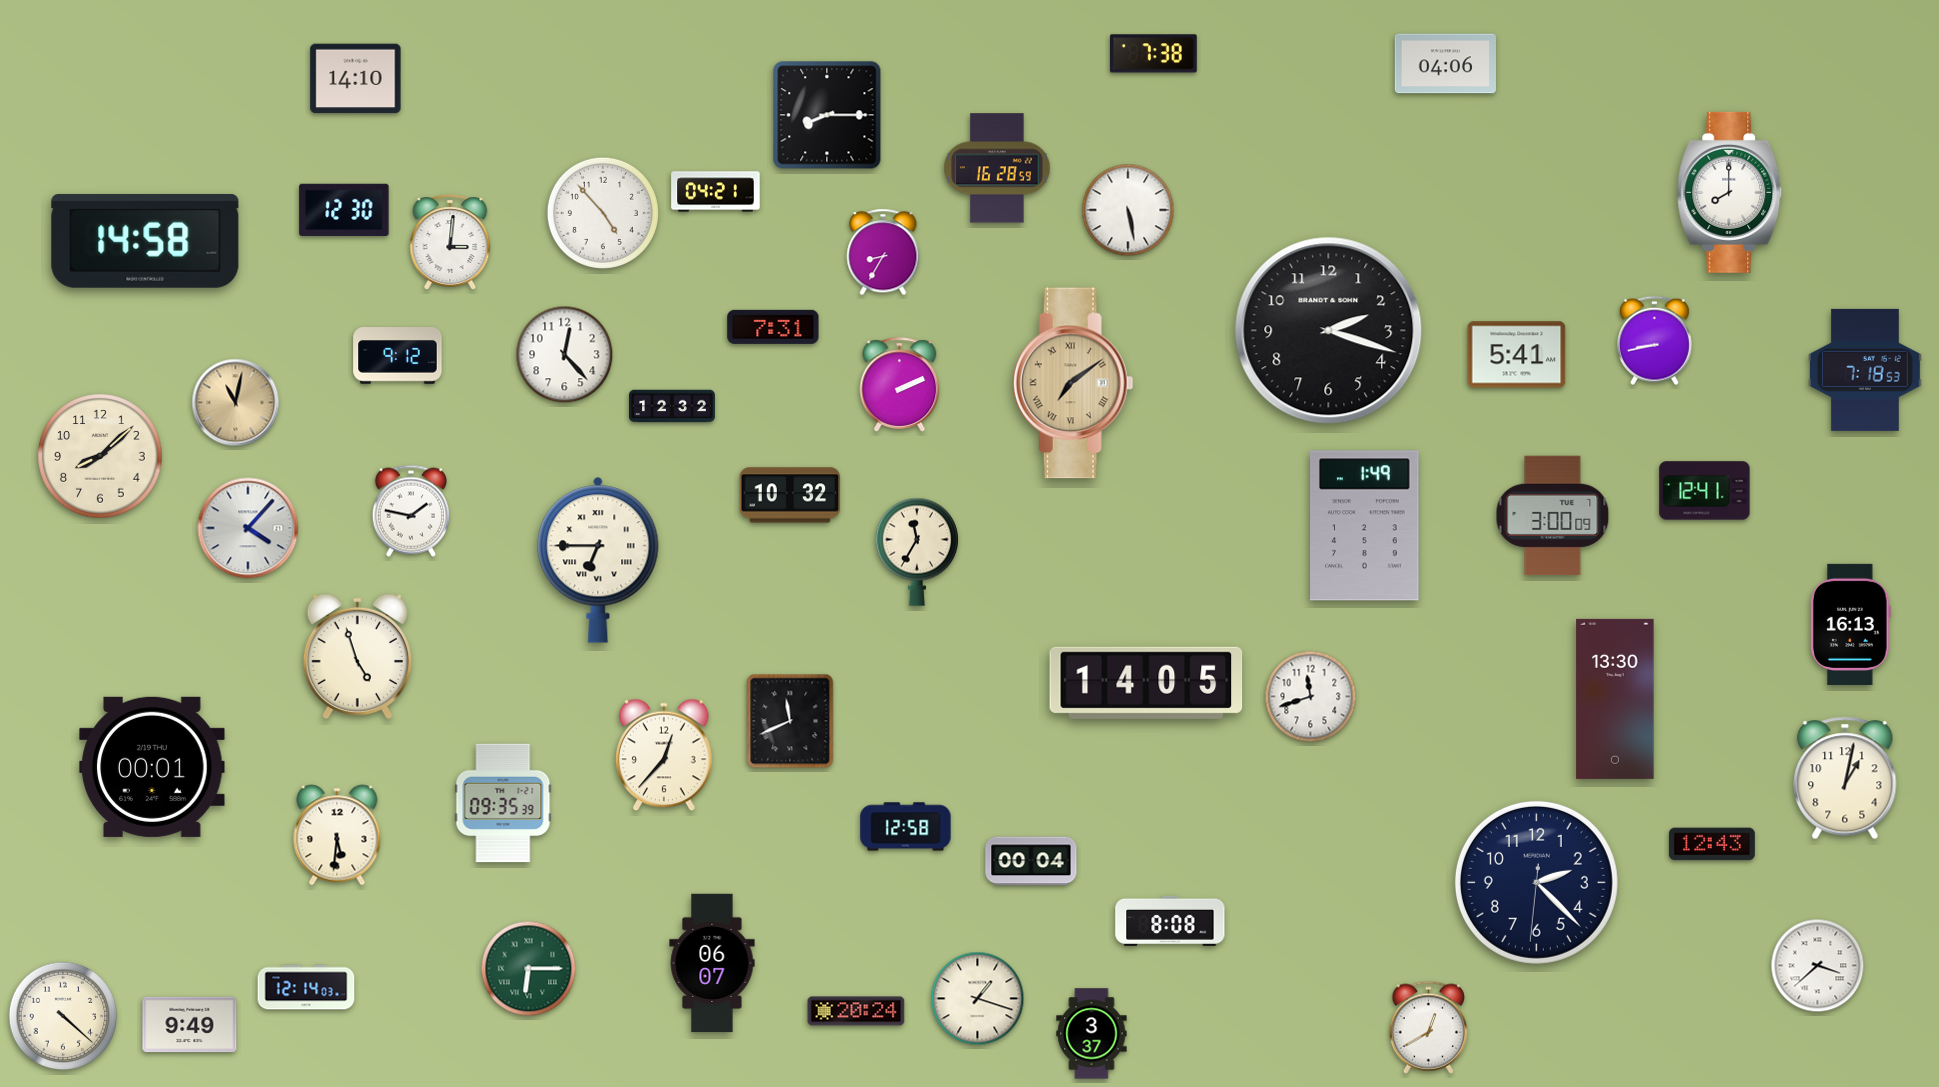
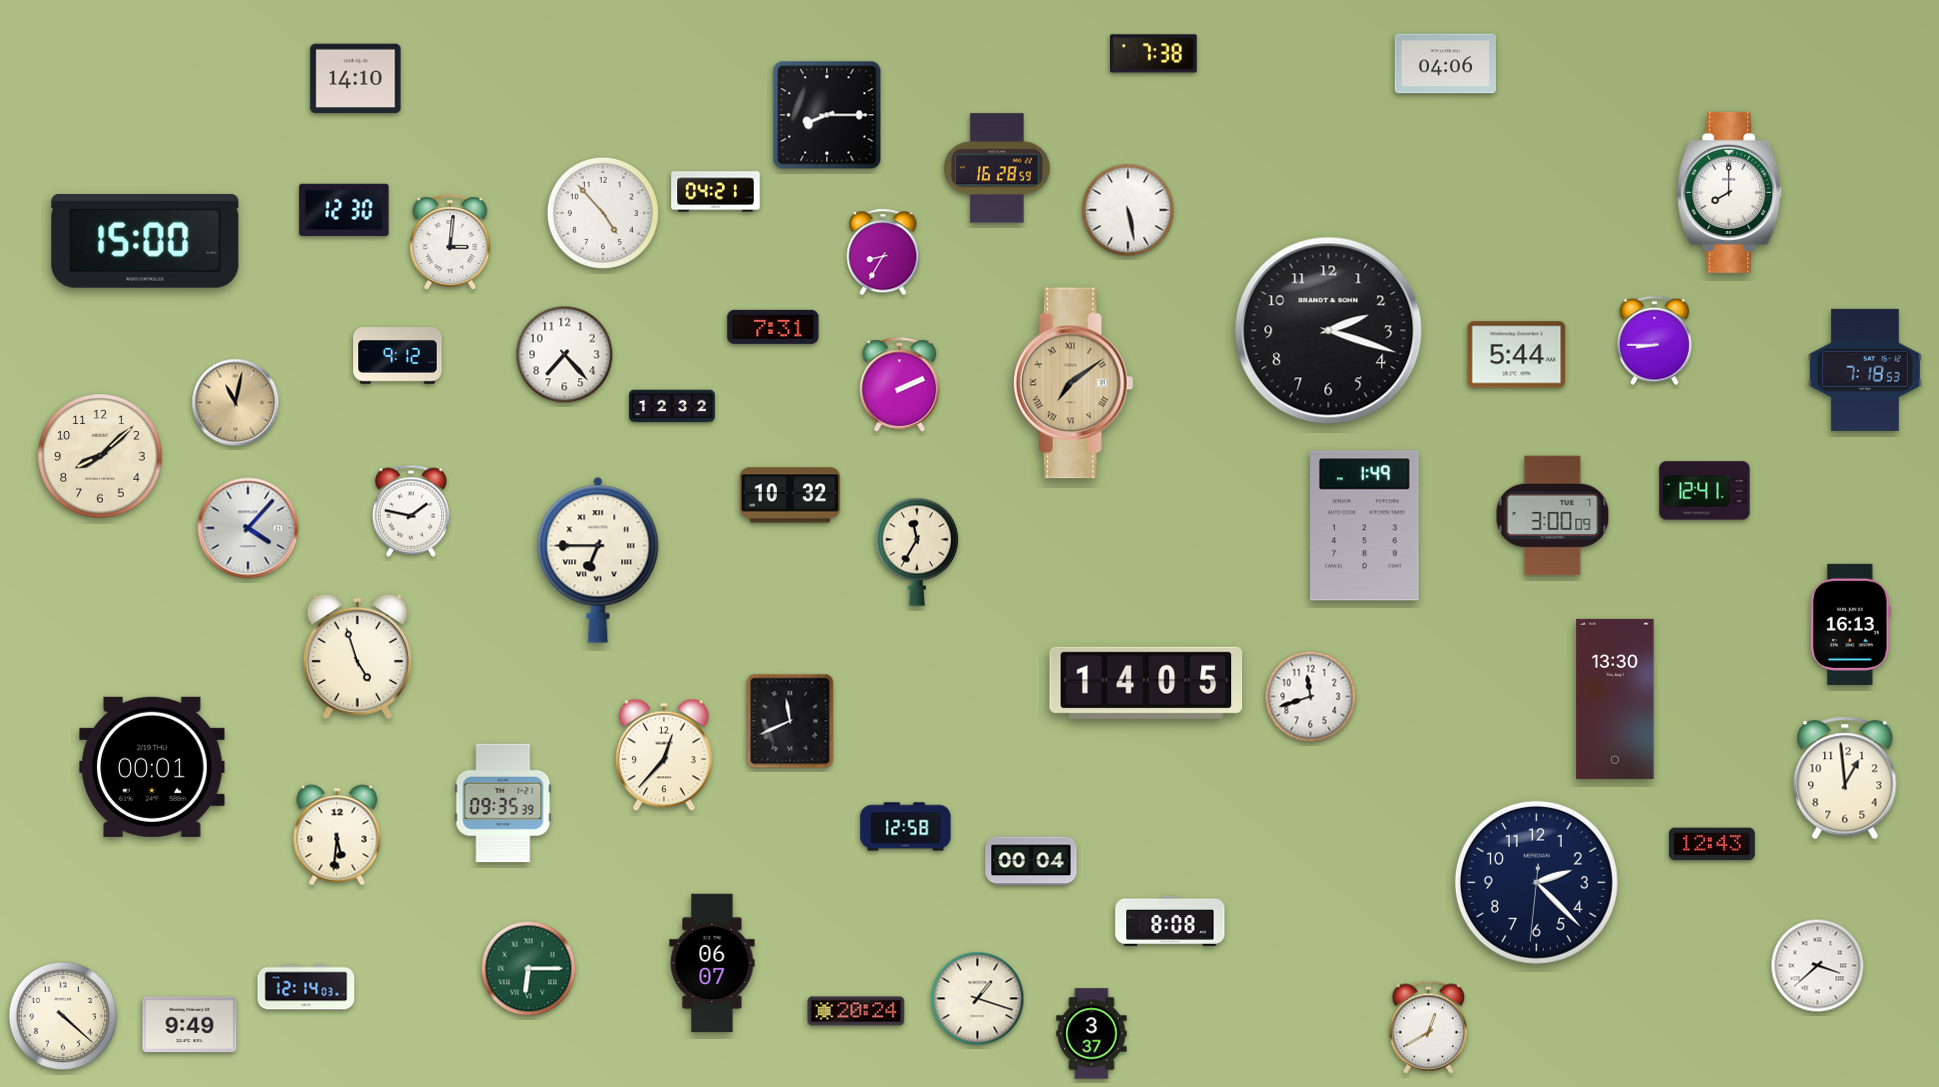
clock at (145, 241): 14:58 -> 15:00
clock at (1654, 341): 8:43 -> 8:45
clock at (565, 355): 12:23 -> 7:23
clock at (1517, 355): 5:41 -> 5:44
clock at (1845, 778): 1:02 -> 12:59
